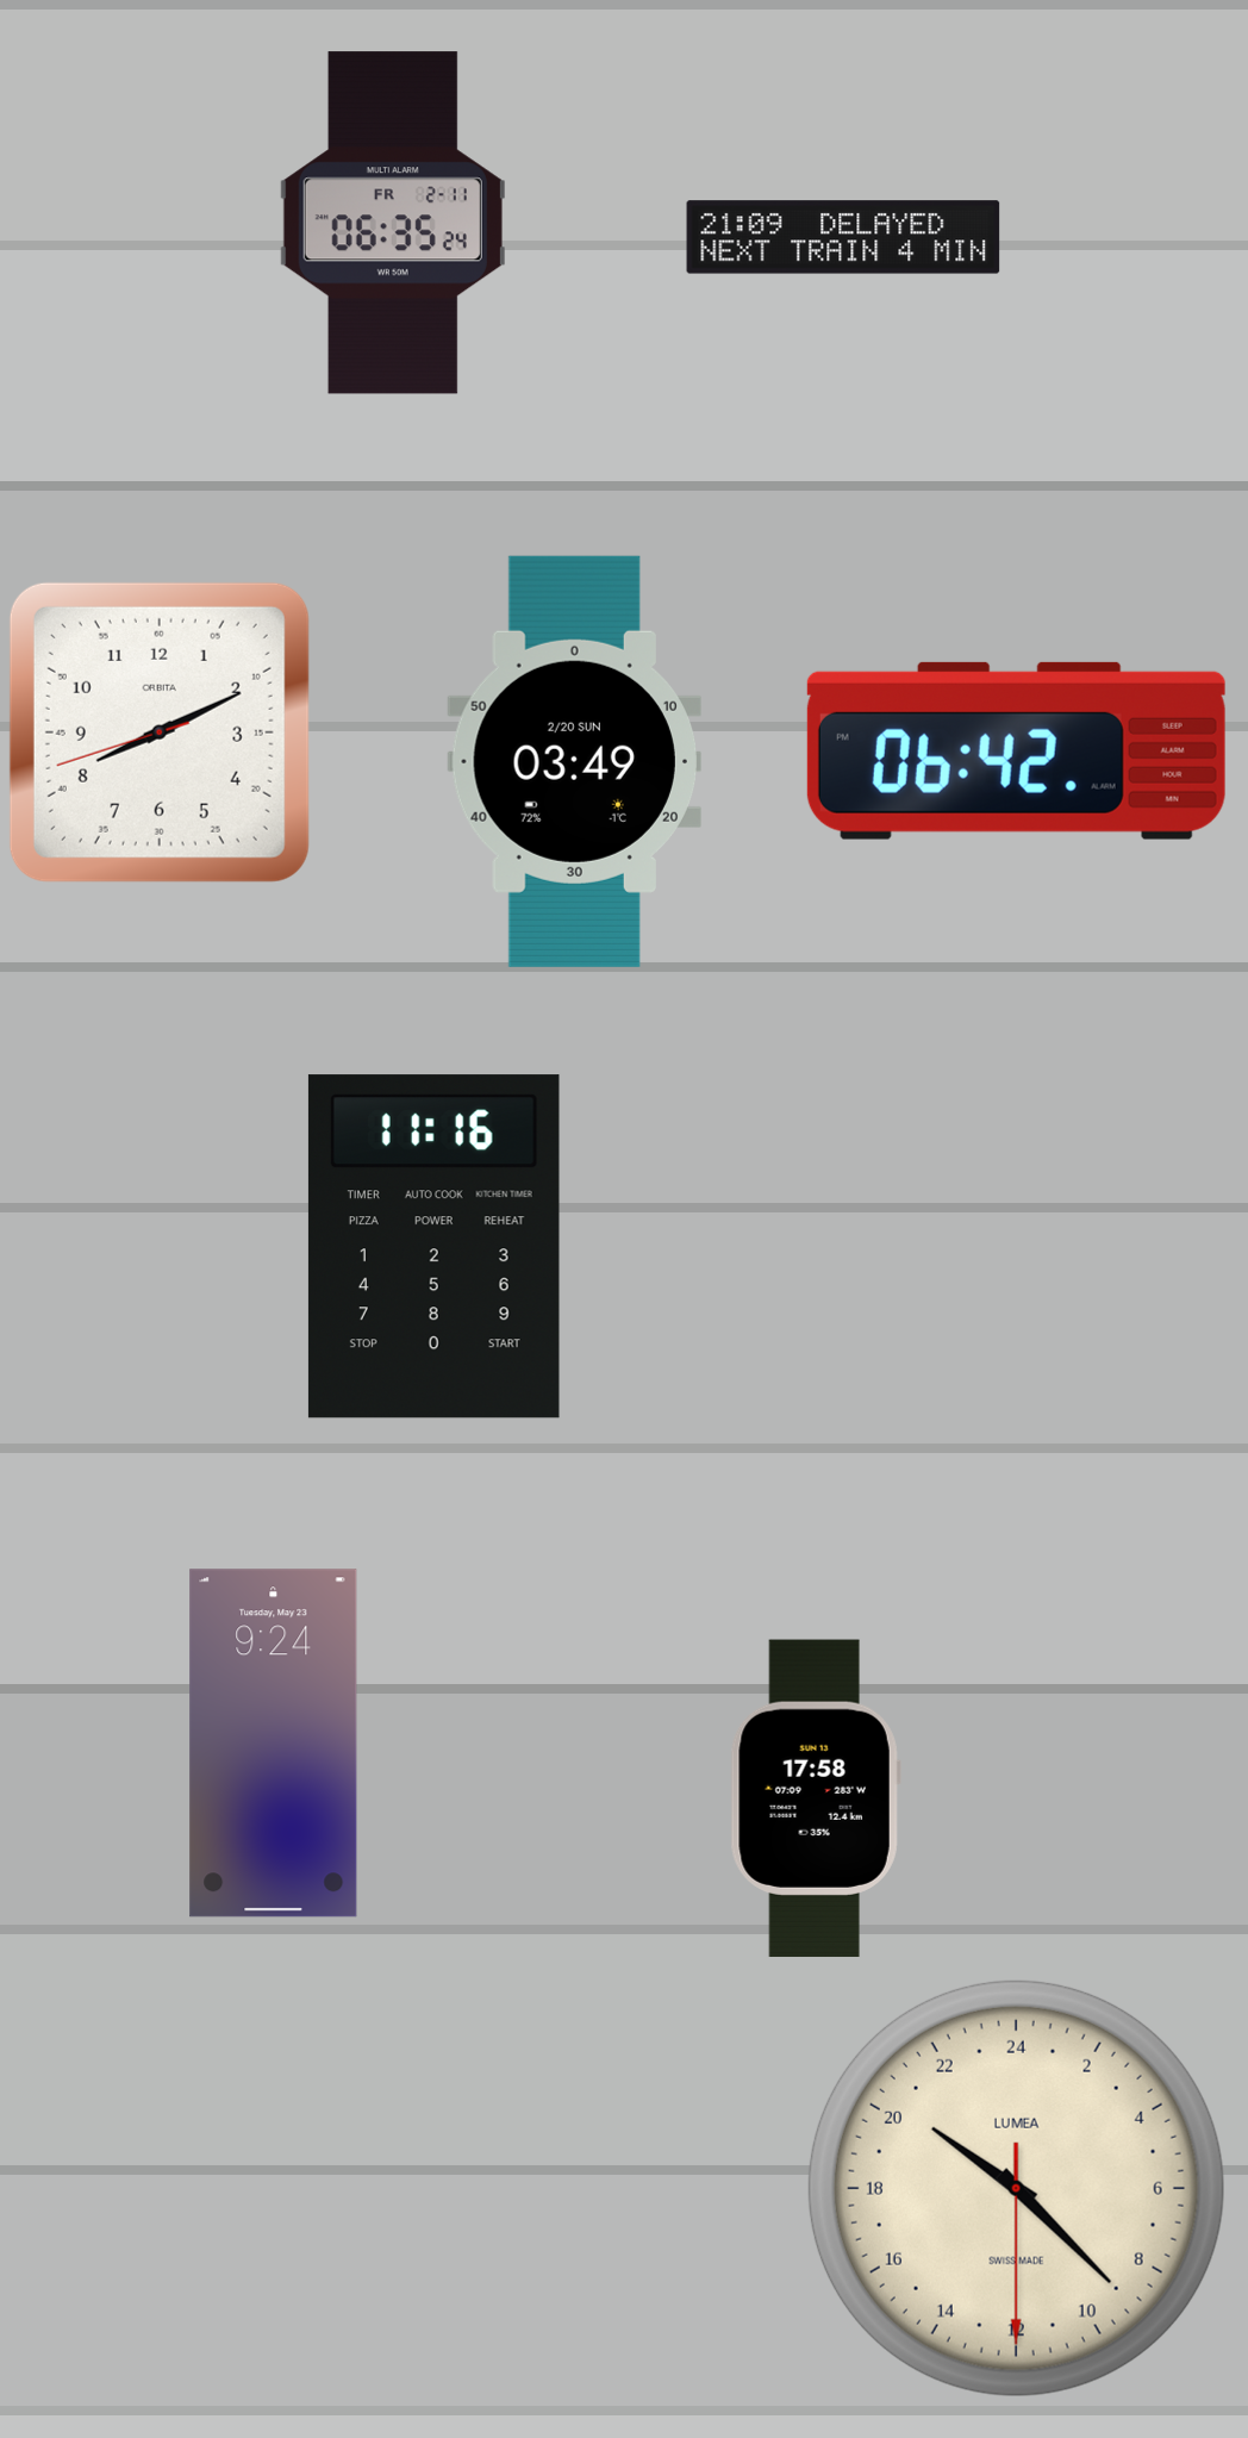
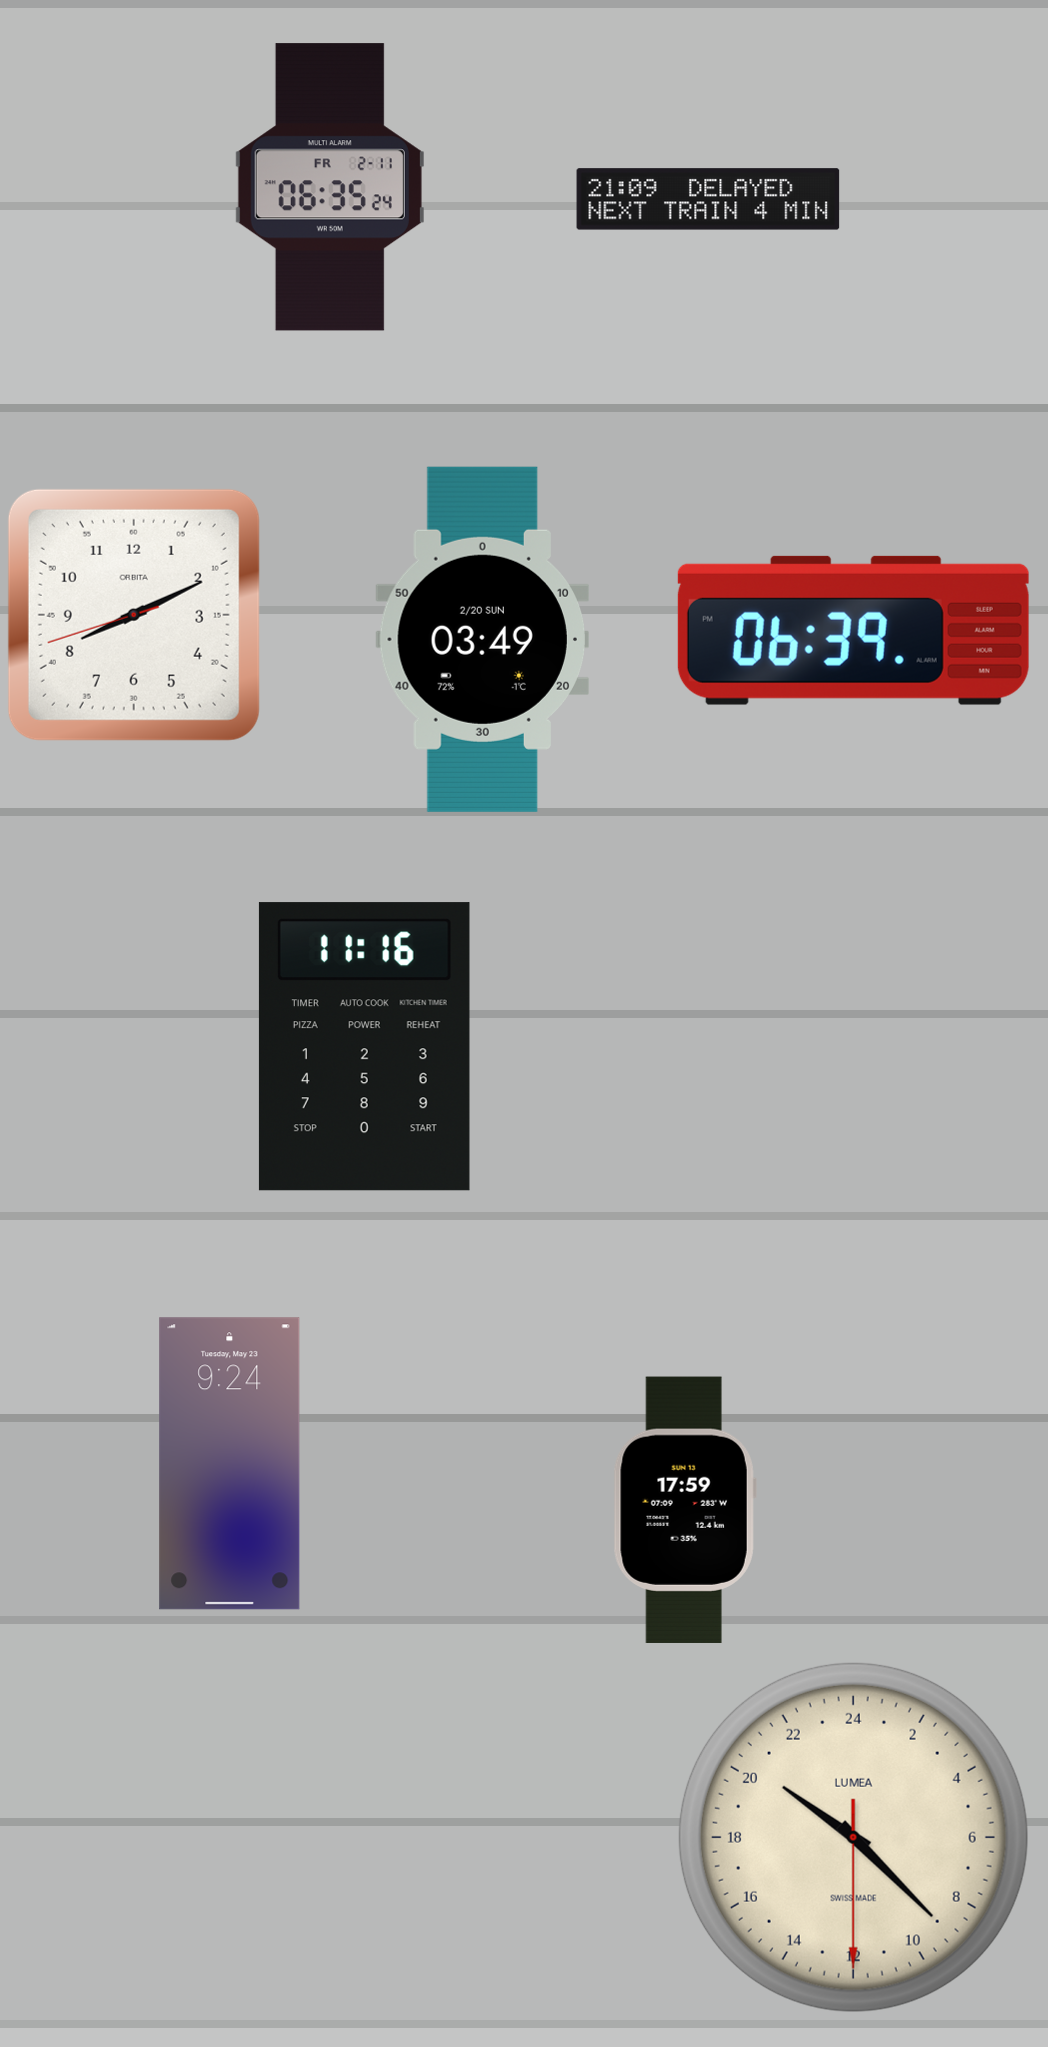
clock at (1016, 750): 06:42 -> 06:39
clock at (816, 1798): 17:58 -> 17:59
